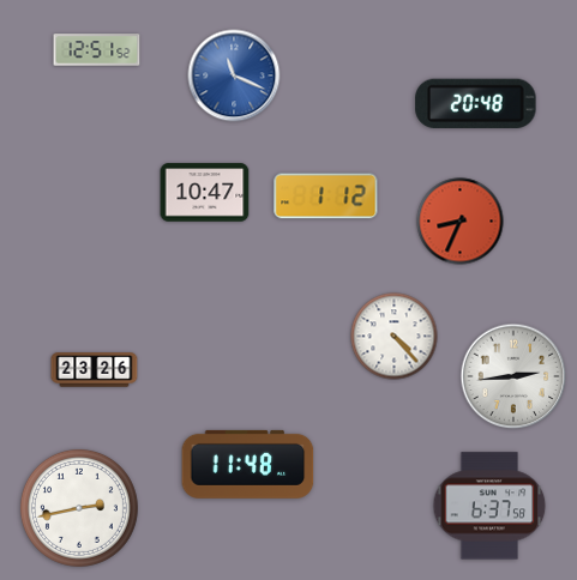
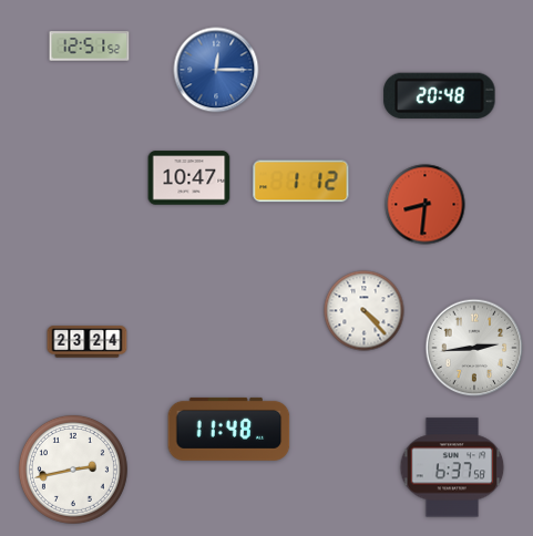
clock at (234, 75): 11:19 -> 12:15
clock at (461, 222): 8:34 -> 8:31
clock at (95, 370): 23:26 -> 23:24
